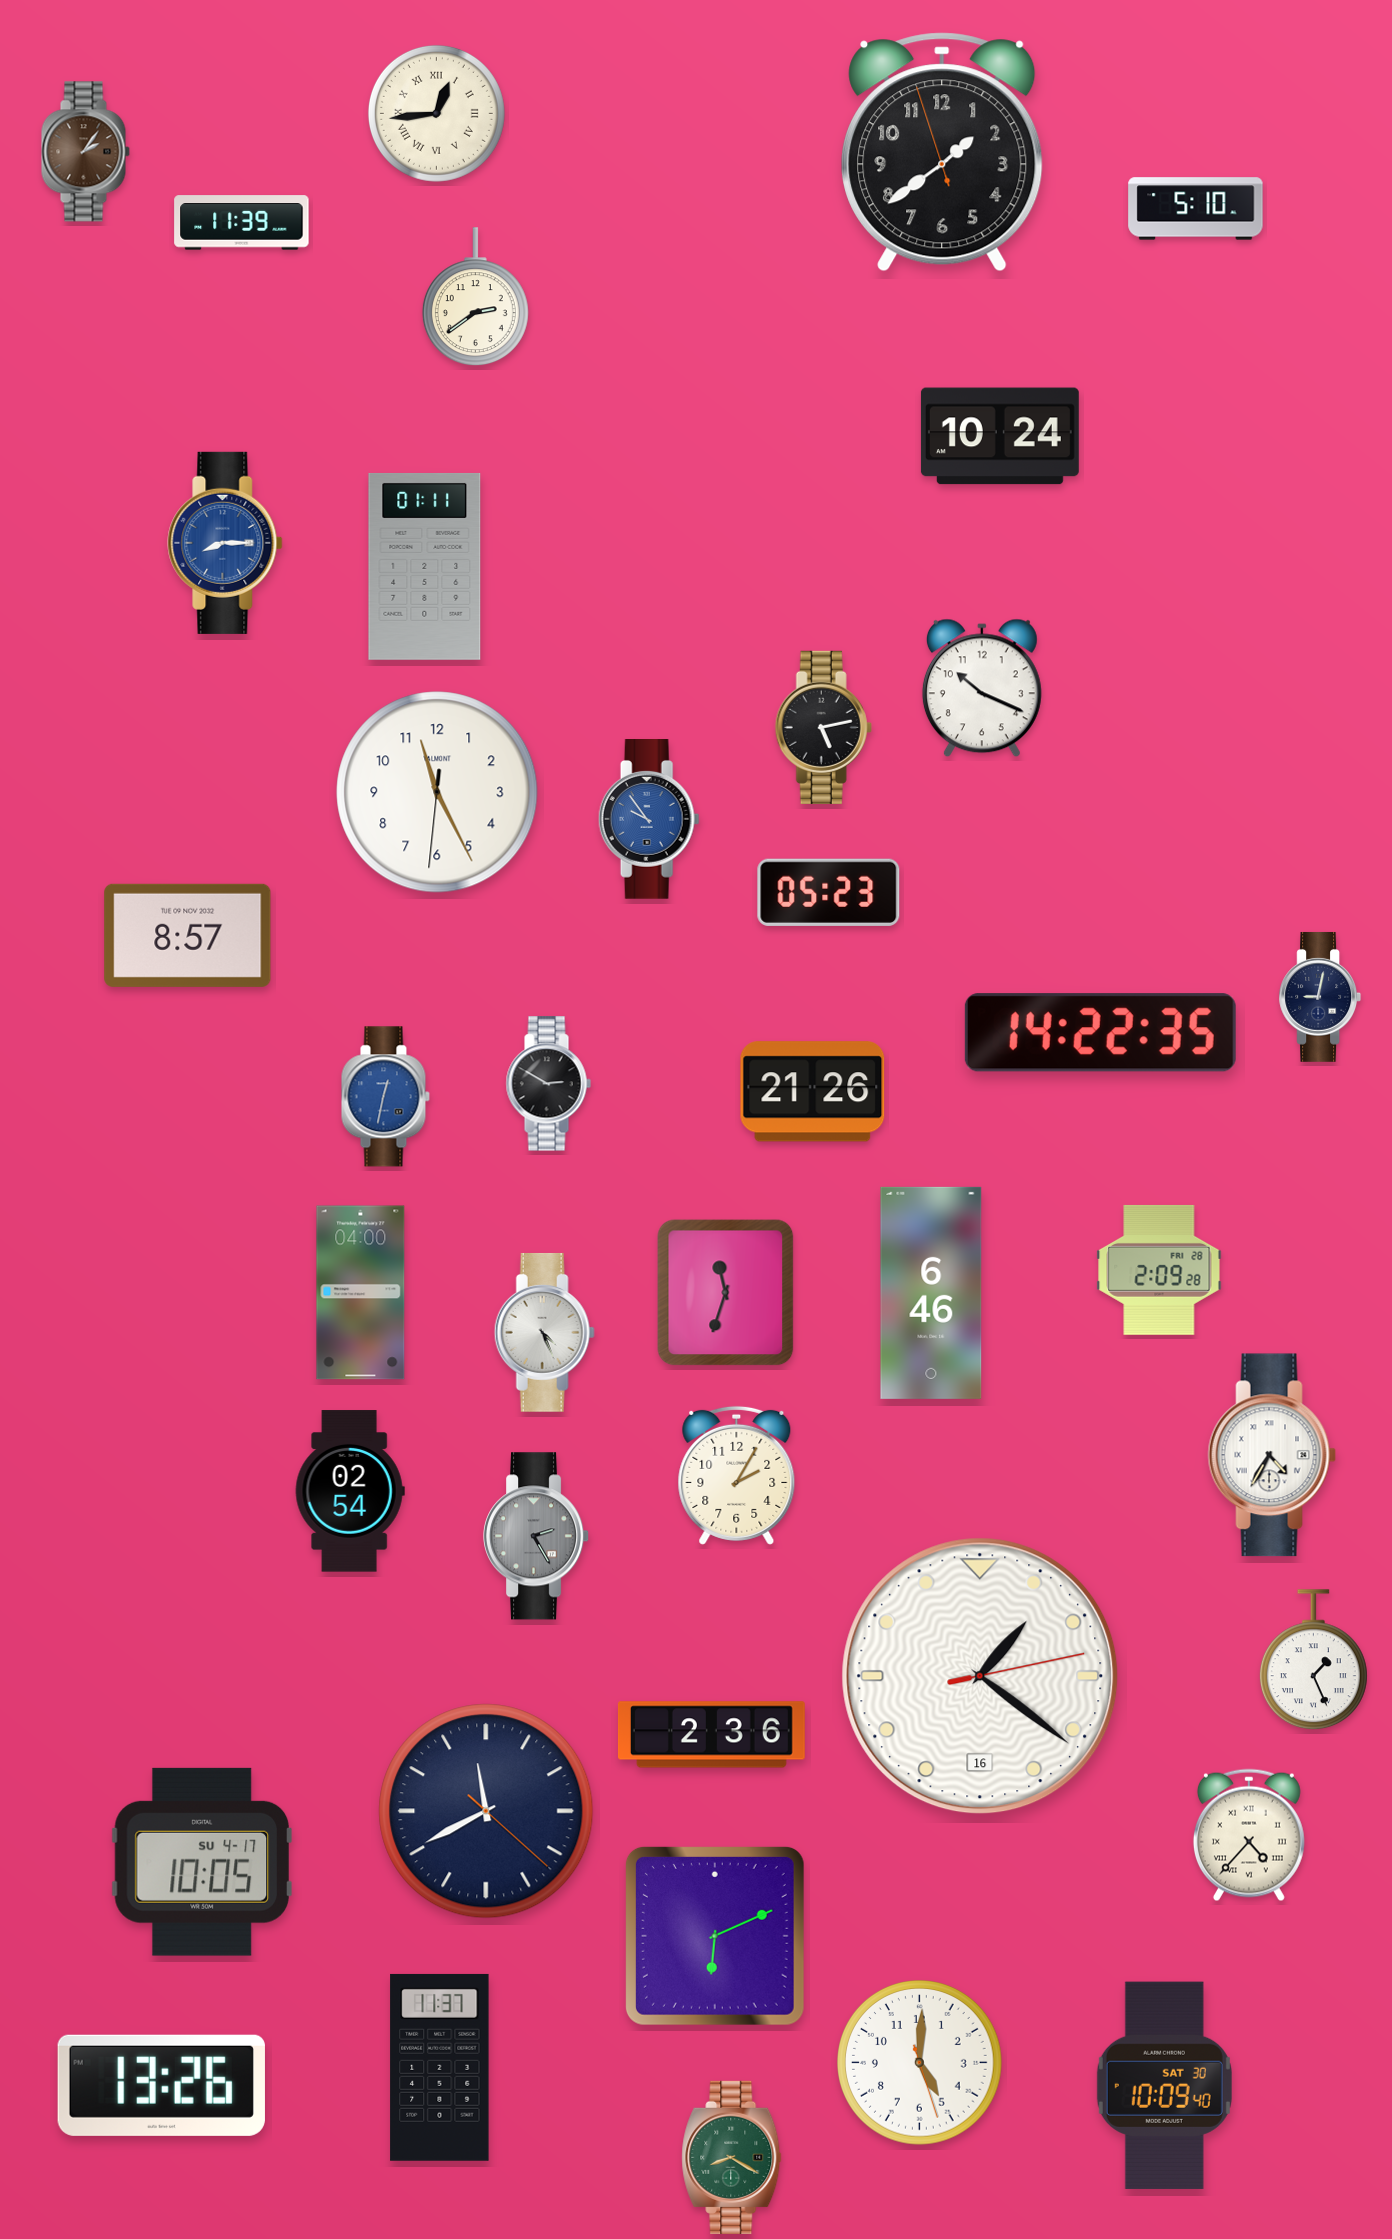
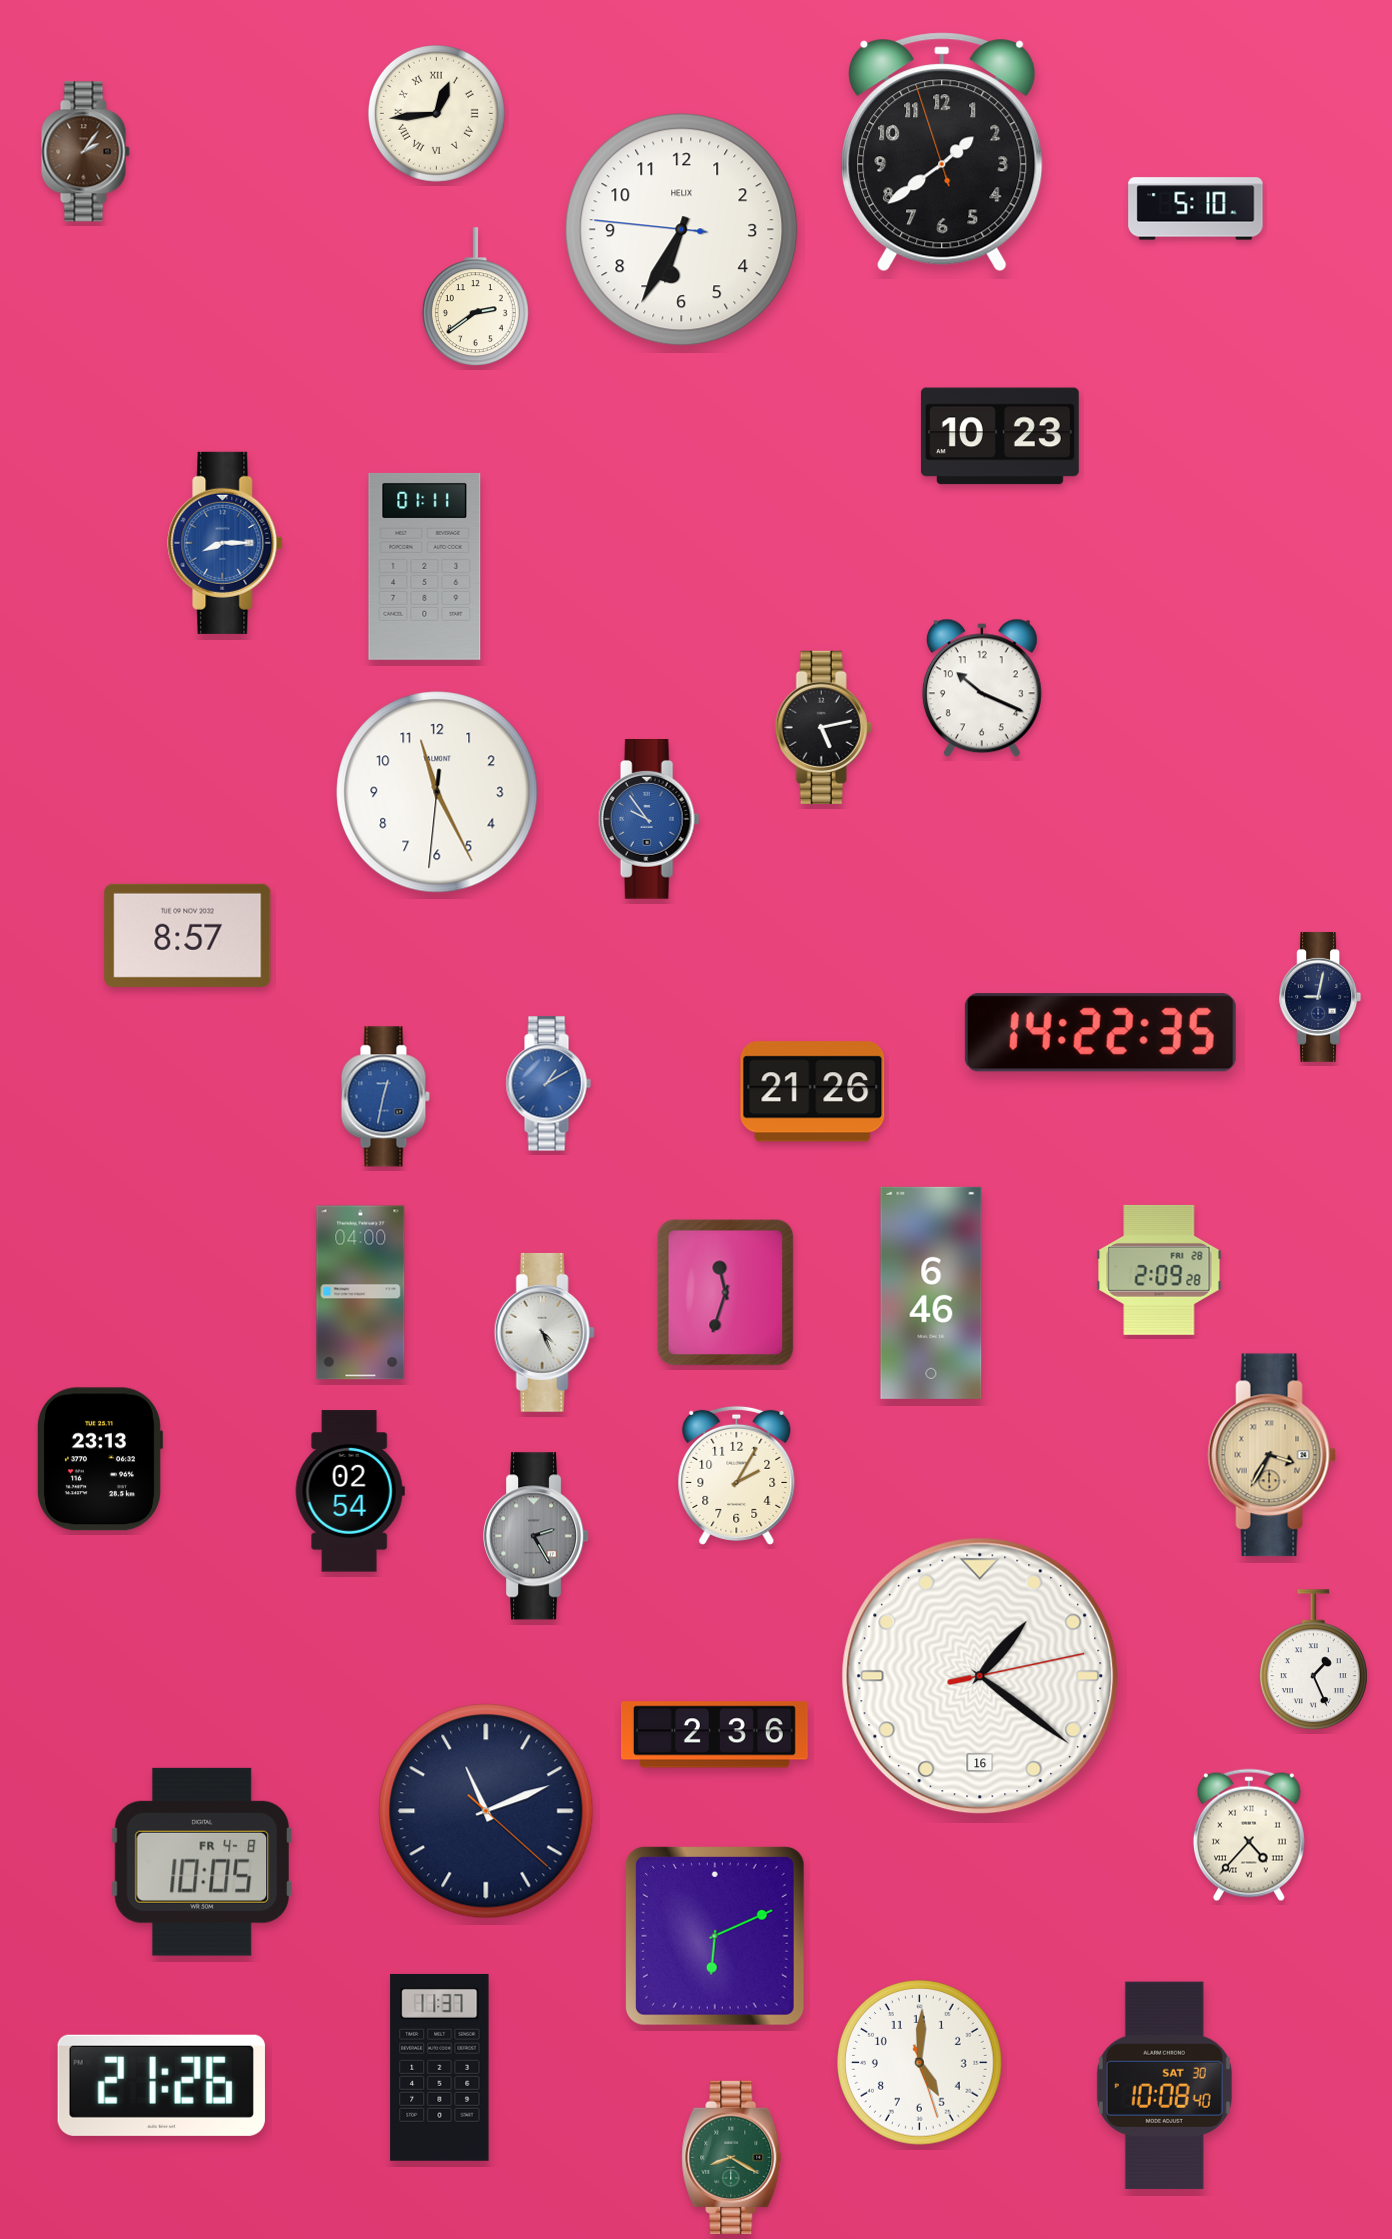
clock at (242, 223): 11:39 -> none
clock at (682, 230): none -> 6:34
clock at (1000, 436): 10:24 -> 10:23
clock at (829, 892): 05:23 -> none
clock at (548, 1084): 2:50 -> 1:10
clock at (548, 1084) dial: black -> blue
clock at (1272, 1455): 4:35 -> 3:35
clock at (1272, 1455) dial: white -> champagne
clock at (99, 1459): none -> 23:13
clock at (711, 1735) position: (711, 1735) -> (714, 1735)
clock at (486, 1811): 11:40 -> 11:11
clock at (201, 1862) date: SU 4-17 -> FR 4-8
clock at (161, 2085): 13:26 -> 21:26
clock at (1164, 2085): 10:09 -> 10:08
